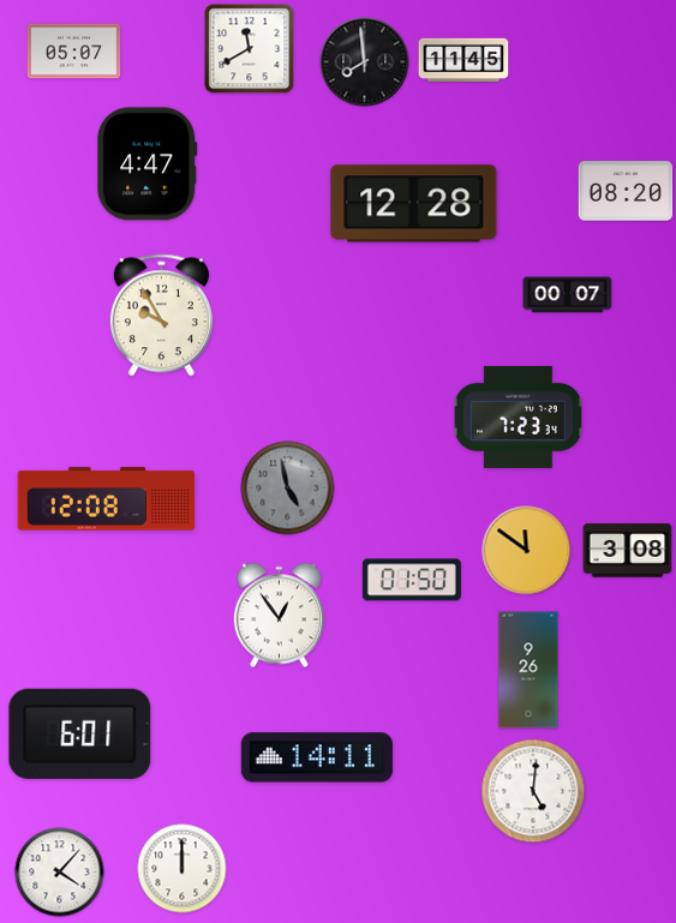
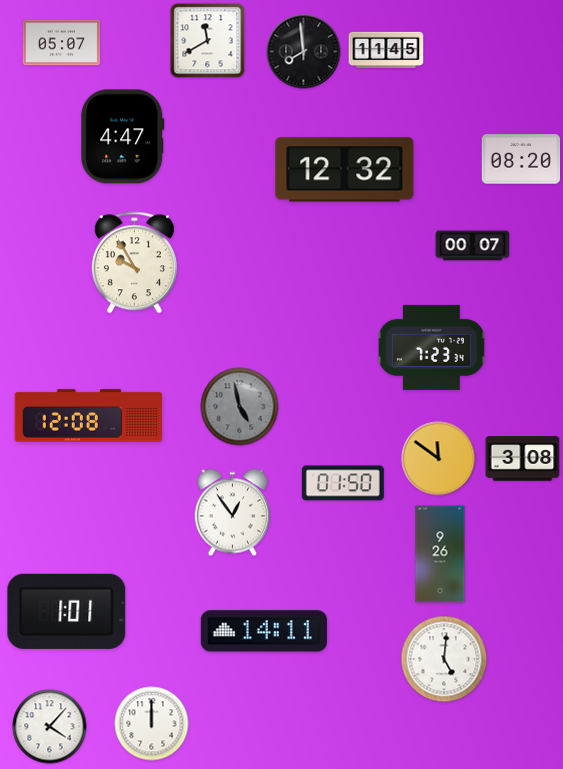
clock at (414, 204): 12:28 -> 12:32
clock at (528, 670) position: (528, 670) -> (440, 554)
clock at (80, 733): 6:01 -> 1:01
